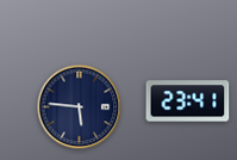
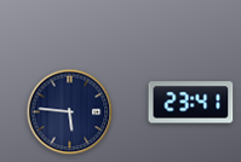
clock at (80, 107) position: (80, 107) -> (70, 112)
